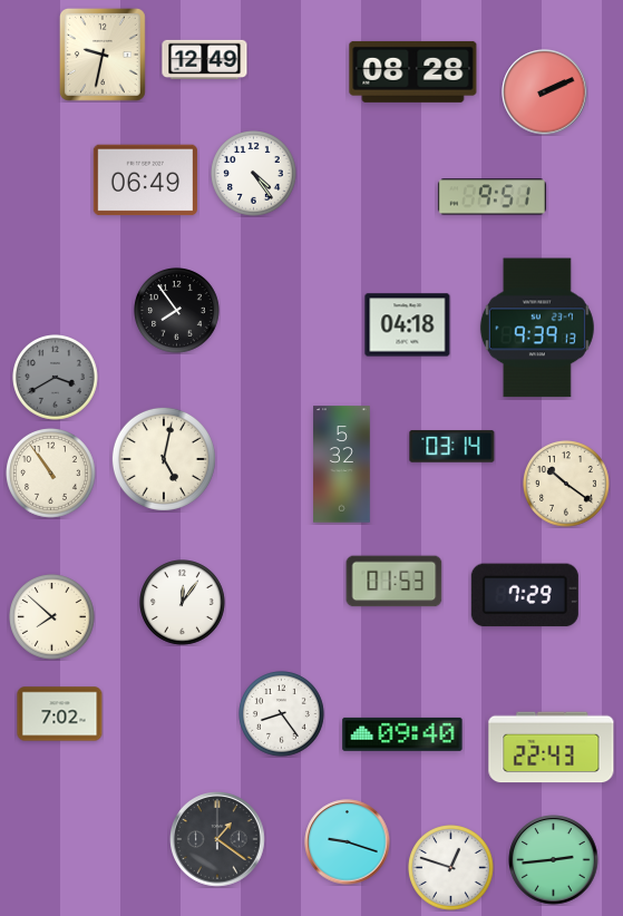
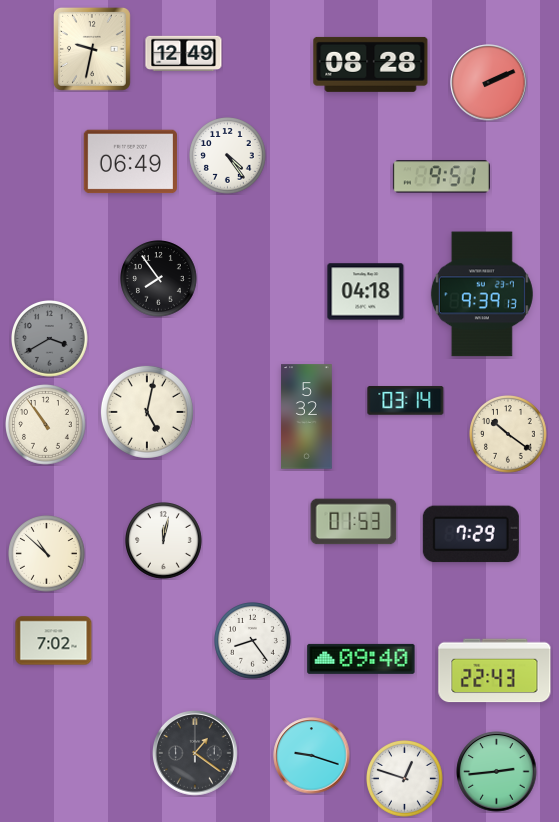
clock at (183, 603): 12:06 -> 12:02
clock at (52, 617): 7:52 -> 10:52
